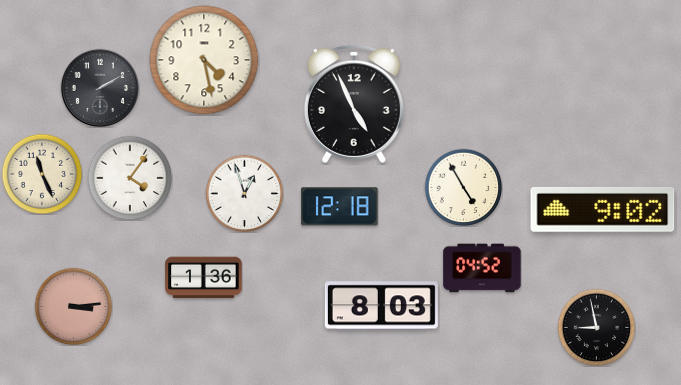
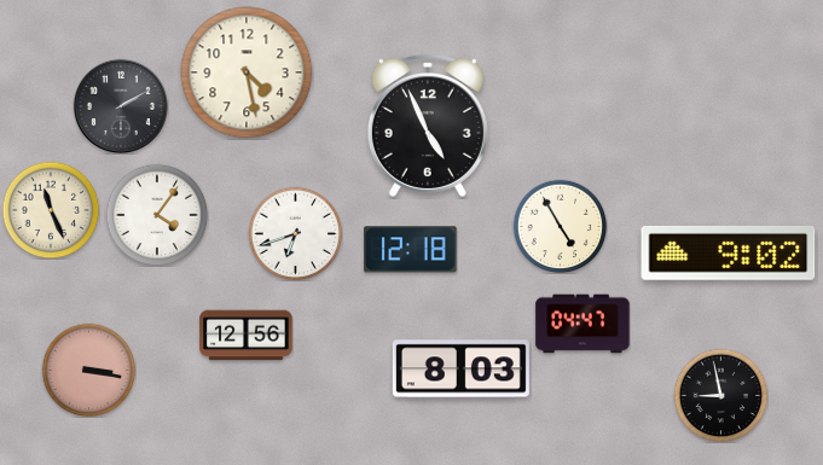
clock at (244, 193): 12:57 -> 6:42
clock at (482, 268): 04:52 -> 04:47
clock at (204, 278): 1:36 -> 12:56
clock at (73, 306): 3:14 -> 3:17
